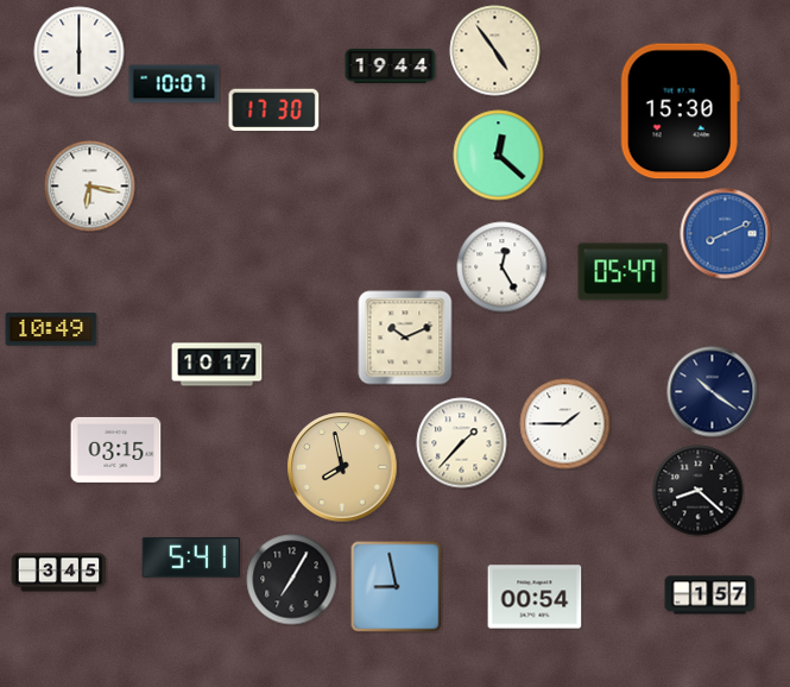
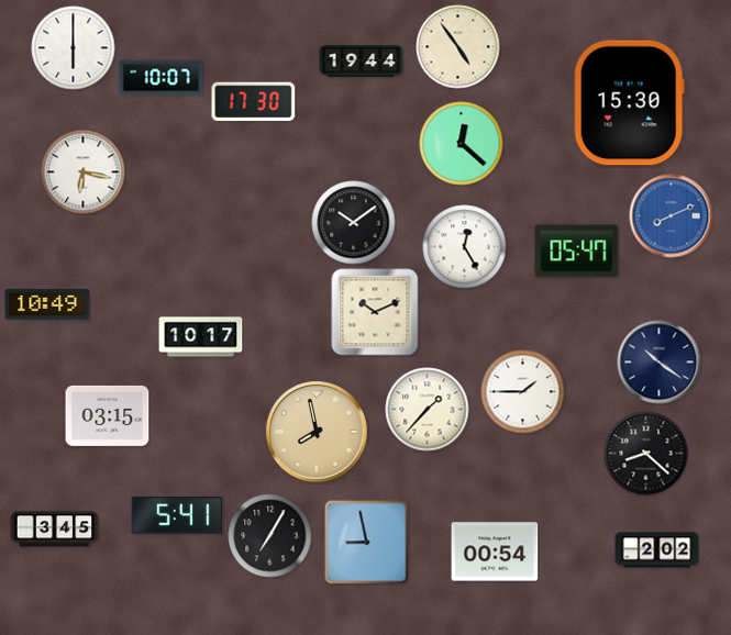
clock at (354, 223): none -> 10:09
clock at (710, 595): 1:57 -> 2:02
